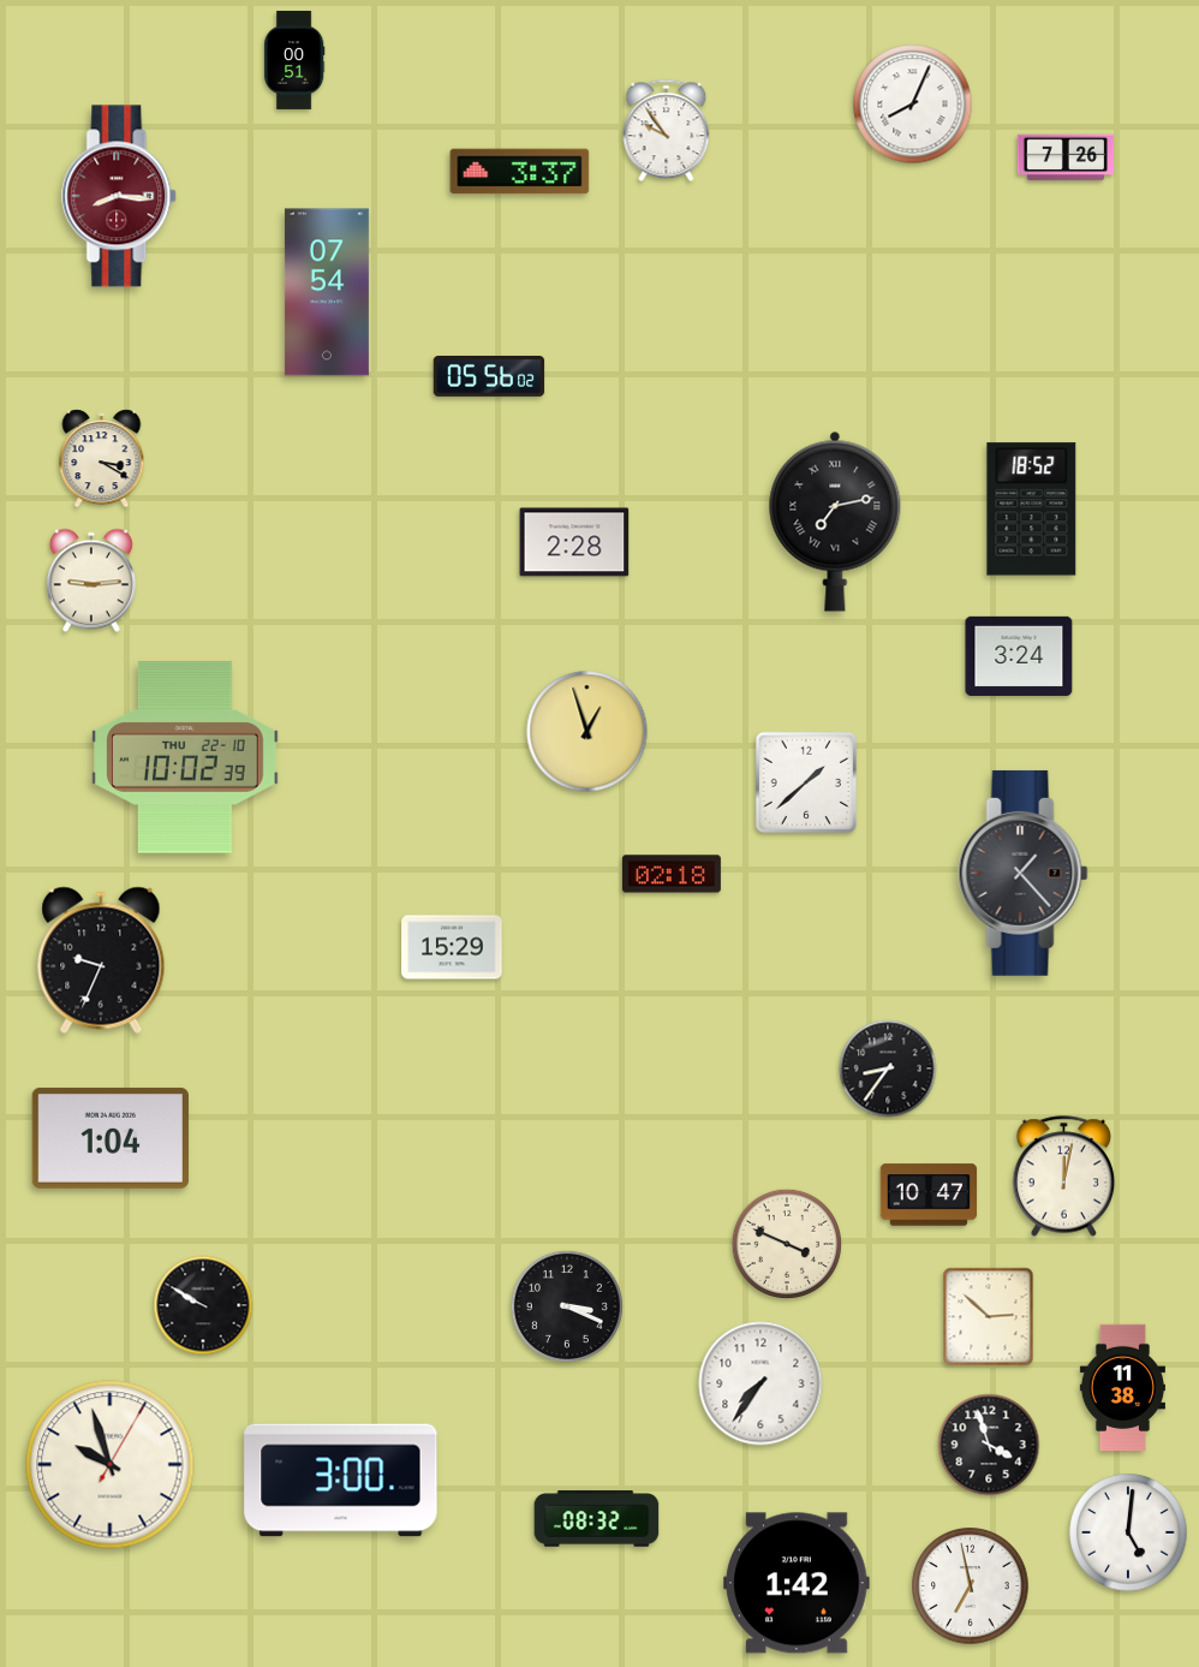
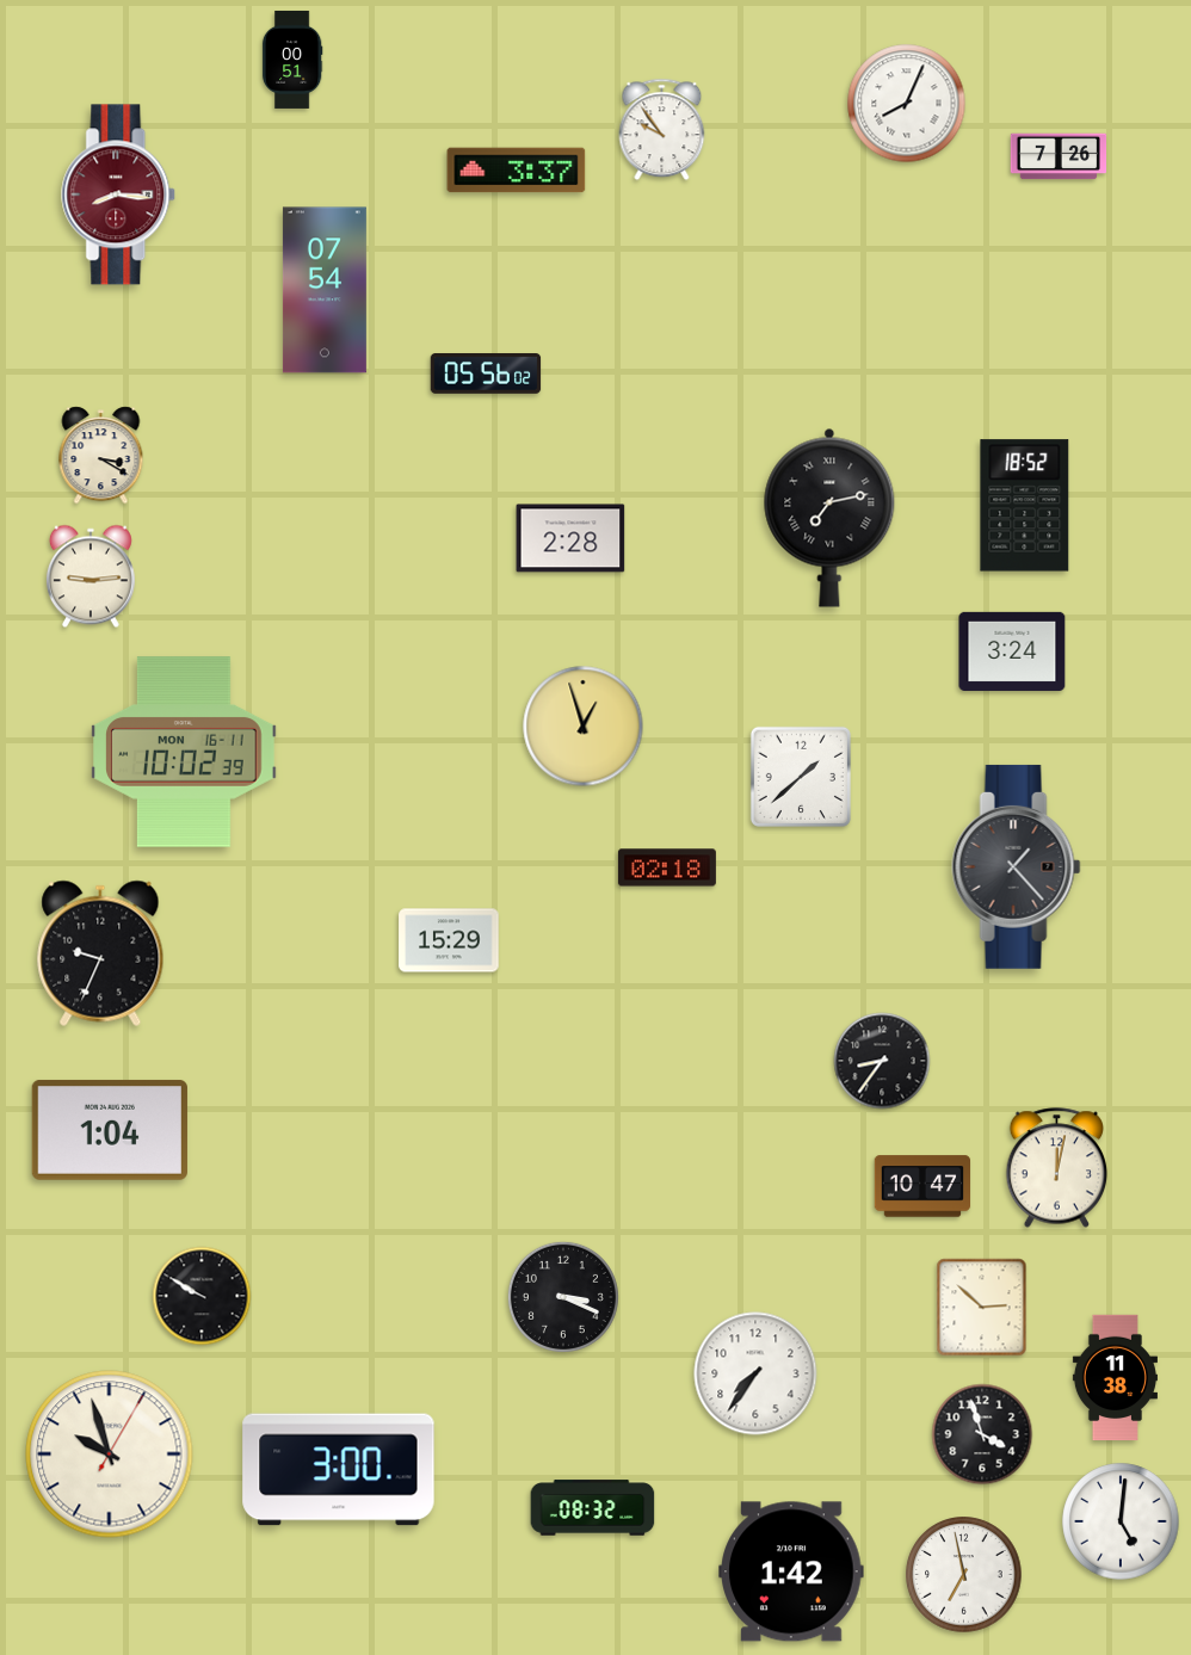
clock at (185, 757) date: THU 22-10 -> MON 16-11
clock at (786, 1243): 3:49 -> none
